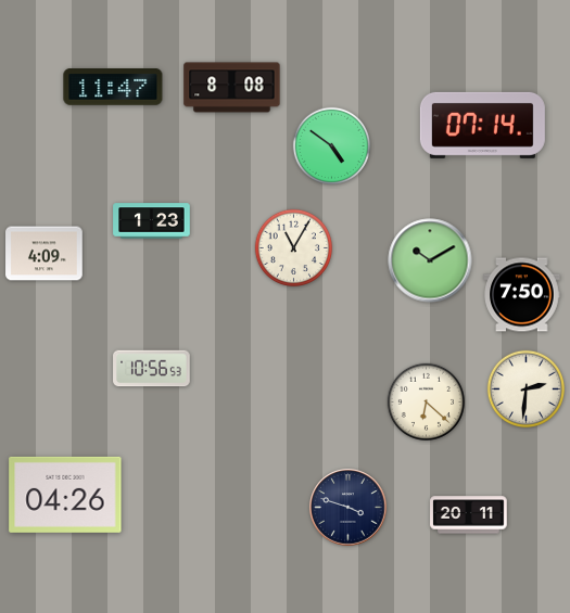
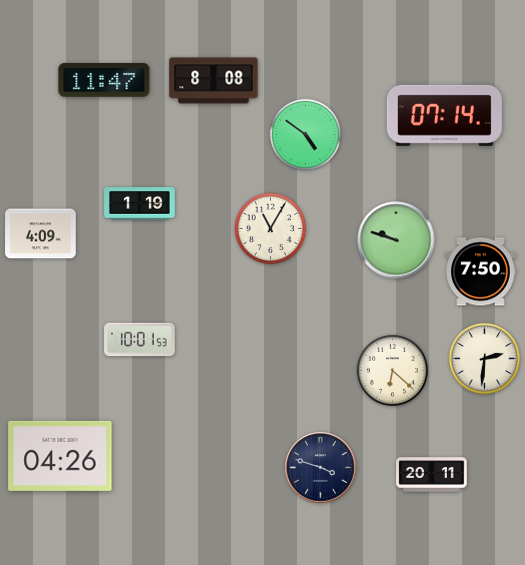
clock at (152, 221): 1:23 -> 1:19
clock at (430, 260): 10:10 -> 9:48
clock at (152, 369): 10:56 -> 10:01
